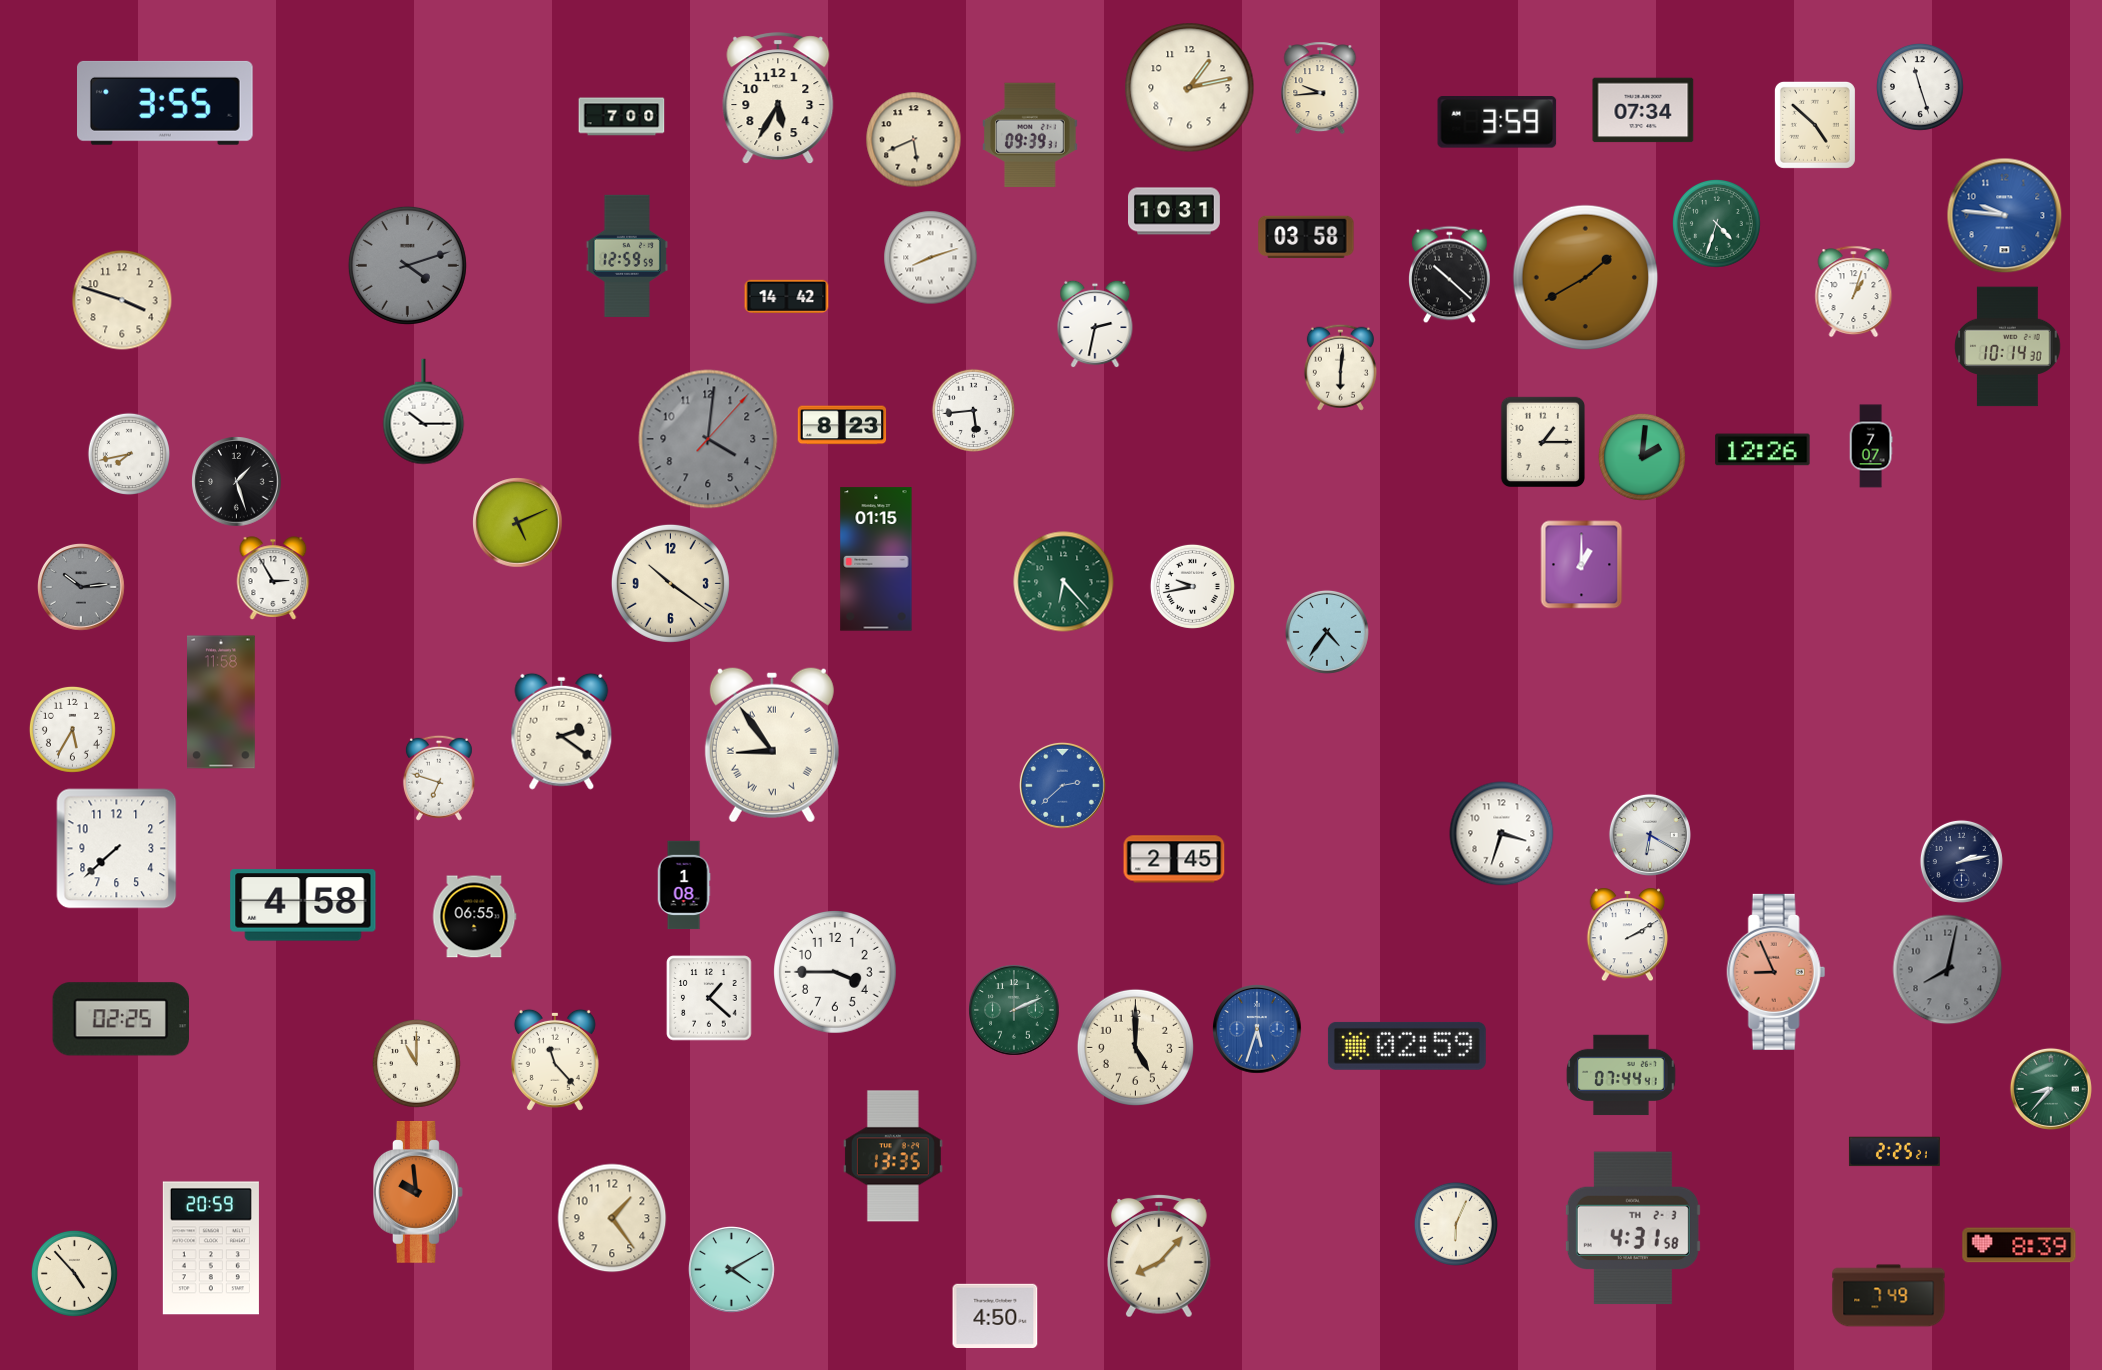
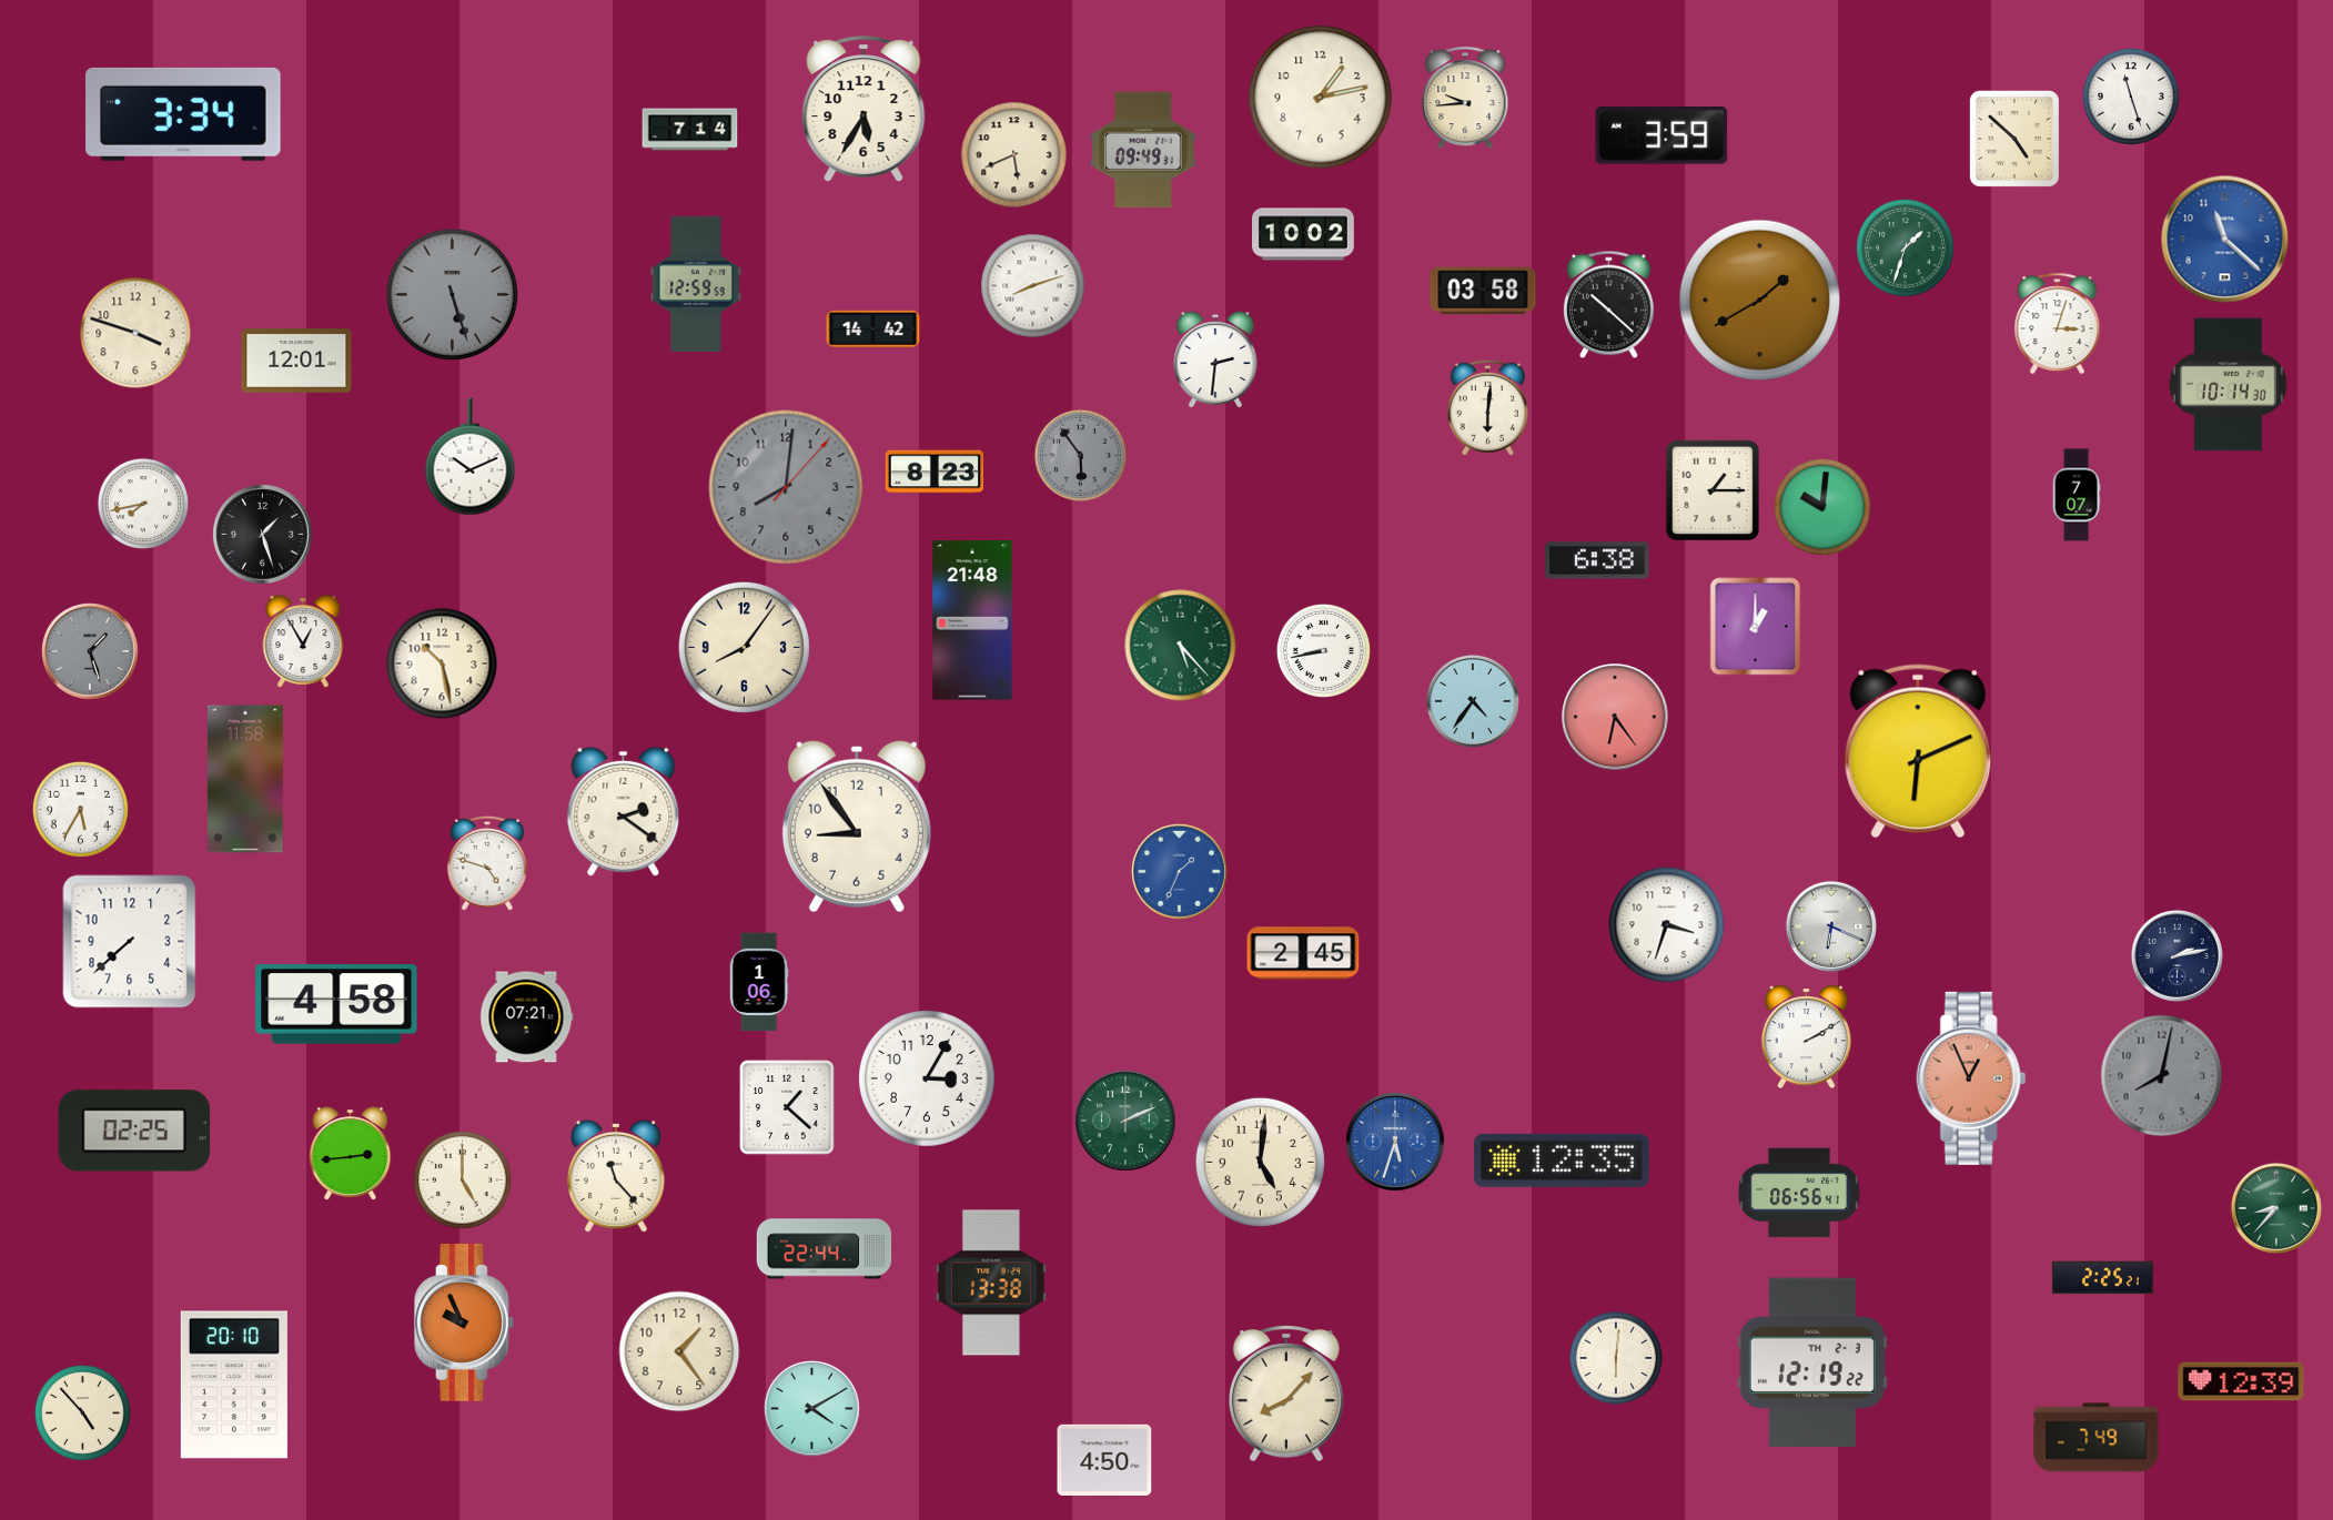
clock at (166, 103): 3:55 -> 3:34
clock at (1643, 110): 07:34 -> none
clock at (622, 117): 7:00 -> 7:14
clock at (1031, 135): 09:39 -> 09:49
clock at (1175, 211): 10:31 -> 10:02
clock at (2005, 216): 9:46 -> 11:22
clock at (1717, 224): 4:33 -> 1:33
clock at (1306, 237) position: (1306, 237) -> (1483, 291)
clock at (407, 265): 4:12 -> 5:27
clock at (1586, 278) position: (1586, 278) -> (1760, 301)
clock at (1854, 292): 1:03 -> 3:03
clock at (1095, 324): 2:32 -> 2:31
clock at (296, 362): none -> 12:01
clock at (973, 410): 5:44 -> 5:54
clock at (973, 410) dial: white -> grey
clock at (424, 412): 10:15 -> 10:11
clock at (708, 439): 4:01 -> 8:01
clock at (1763, 450): 12:26 -> none
clock at (1642, 457): 2:01 -> 10:01
clock at (1597, 560): none -> 6:38
clock at (518, 523): 5:11 -> none
clock at (876, 559): 01:15 -> 21:48
clock at (273, 578): 2:55 -> 12:55
clock at (1064, 582): 6:23 -> 5:23
clock at (670, 583): 10:21 -> 8:06
clock at (1192, 586): 9:43 -> 8:43
clock at (82, 588): 10:14 -> 1:27
clock at (442, 663): none -> 10:28
clock at (1615, 717): none -> 6:24
clock at (1918, 751): none -> 6:11
clock at (772, 745) numerals: Roman -> Arabic
clock at (439, 778): 6:48 -> 4:48
clock at (1063, 786): 2:38 -> 1:34
clock at (1650, 835): 6:20 -> 6:19
clock at (684, 885): 1:08 -> 1:06
clock at (474, 917): 06:55 -> 07:21
clock at (1776, 972): 8:56 -> 12:56
clock at (836, 973): 3:45 -> 3:05
clock at (351, 1154): none -> 2:44
clock at (1407, 1046): 02:59 -> 12:35
clock at (1135, 1047): 5:00 -> 5:01
clock at (417, 1064): 11:00 -> 5:00
clock at (1621, 1075): 07:44 -> 06:56
clock at (825, 1249): none -> 22:44
clock at (893, 1156): 13:35 -> 13:38
clock at (419, 1192): 9:59 -> 9:56
clock at (1456, 1224): 6:04 -> 6:01
clock at (1633, 1228): 4:31 -> 12:19
clock at (2019, 1245): 8:39 -> 12:39
clock at (211, 1248): 20:59 -> 20:10
